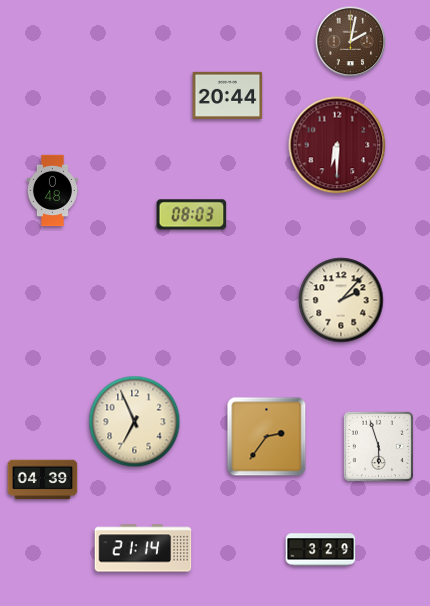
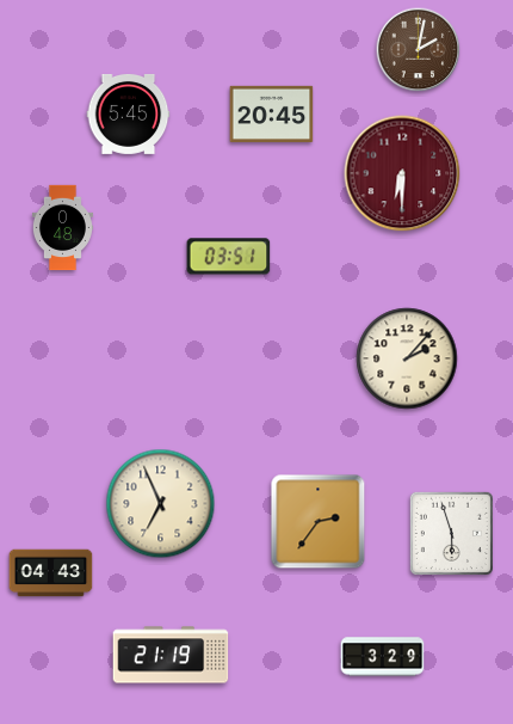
clock at (129, 113): none -> 5:45
clock at (228, 95): 20:44 -> 20:45
clock at (192, 215): 08:03 -> 03:51
clock at (43, 480): 04:39 -> 04:43
clock at (143, 548): 21:14 -> 21:19
